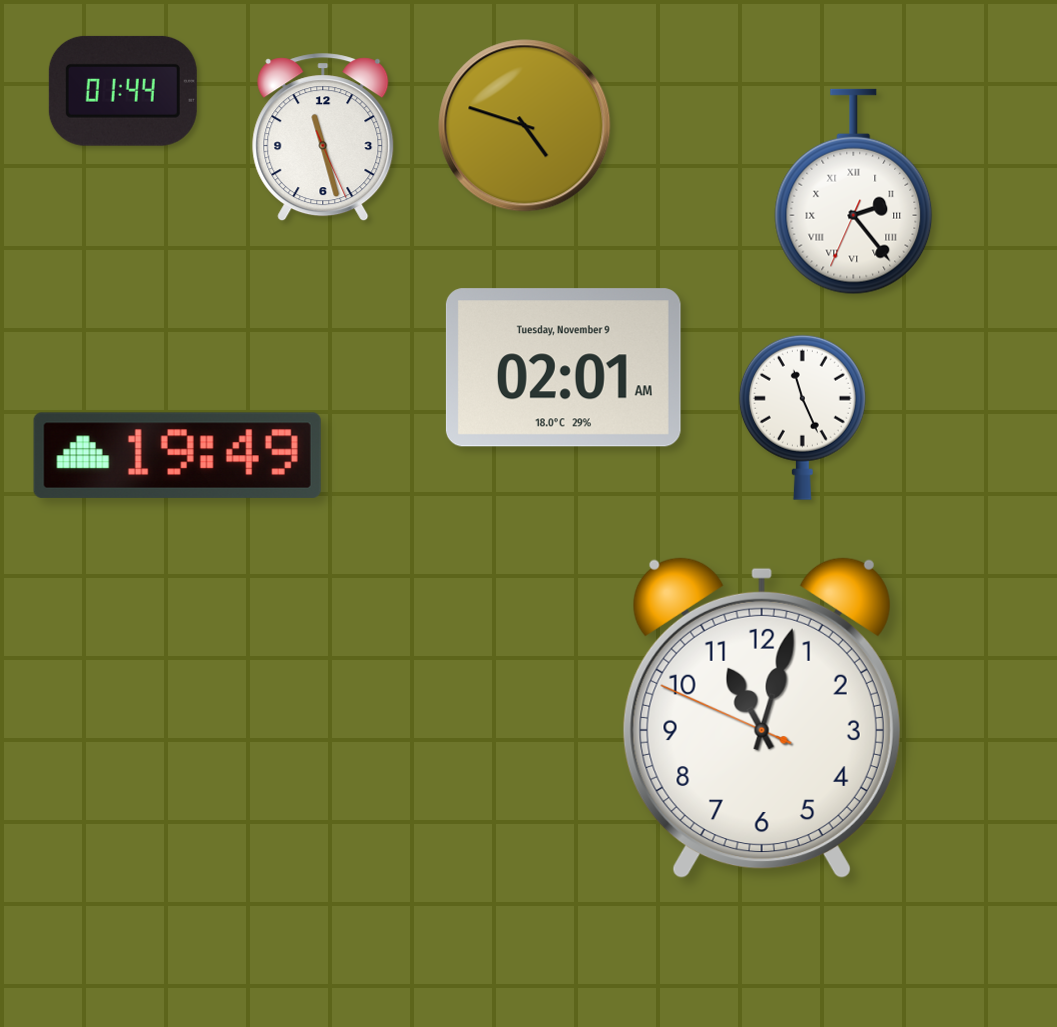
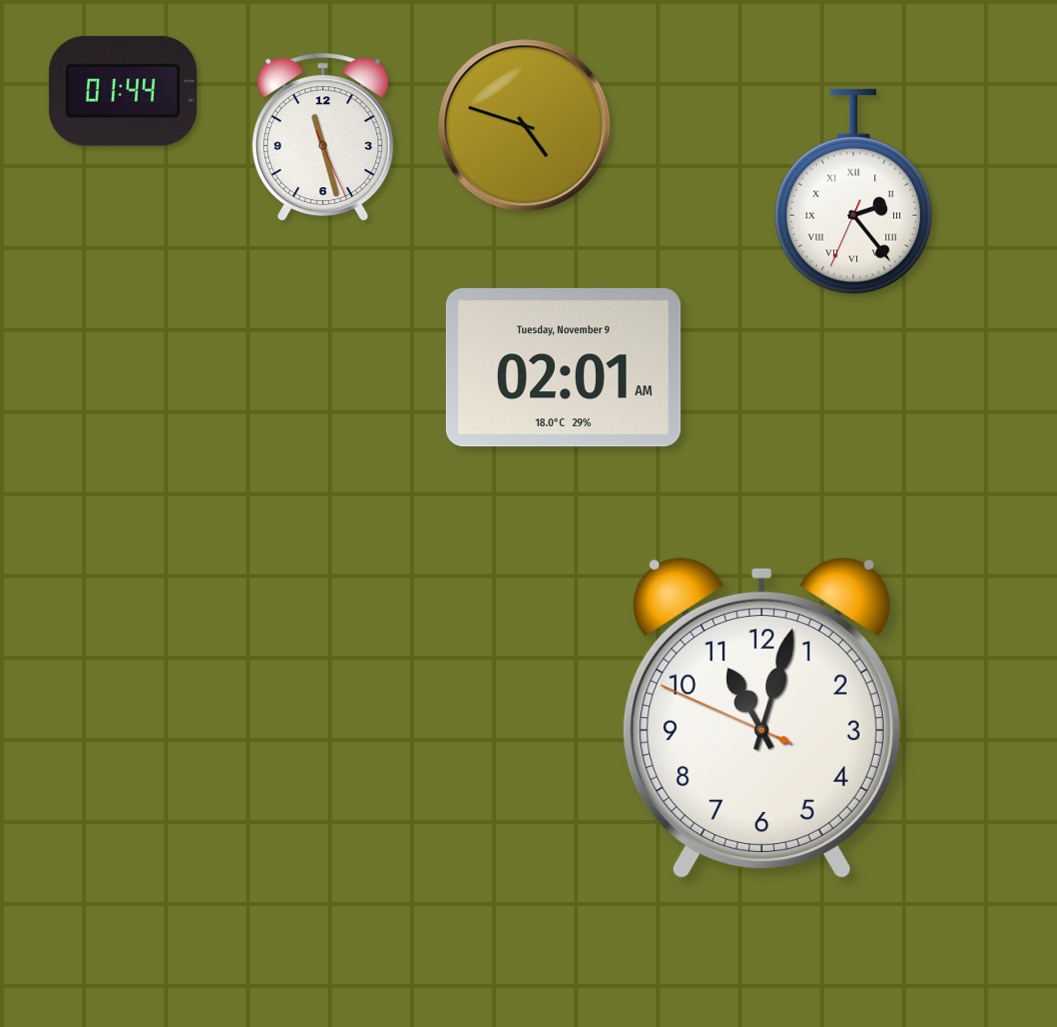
clock at (802, 417): 11:26 -> none
clock at (177, 455): 19:49 -> none
